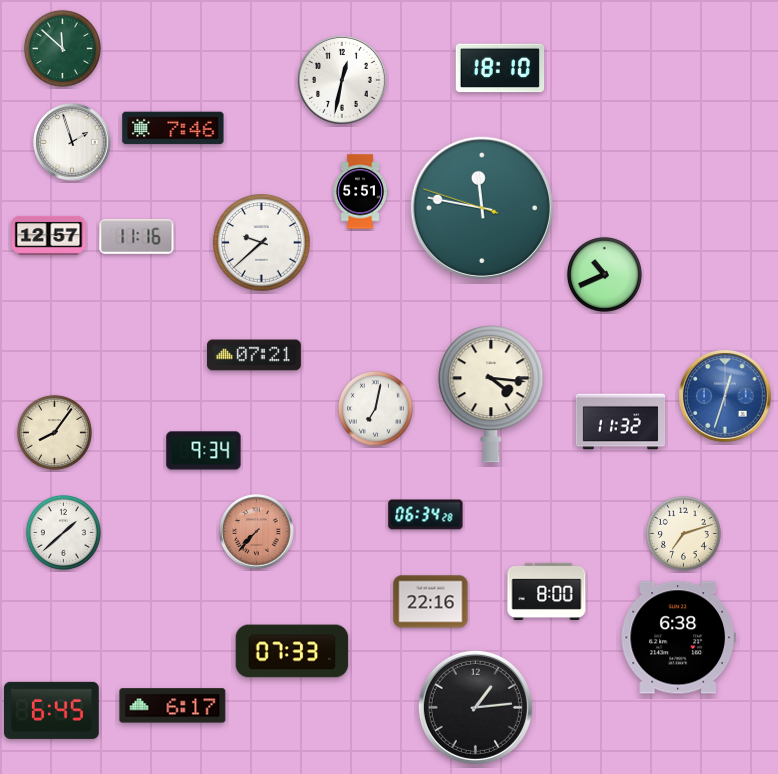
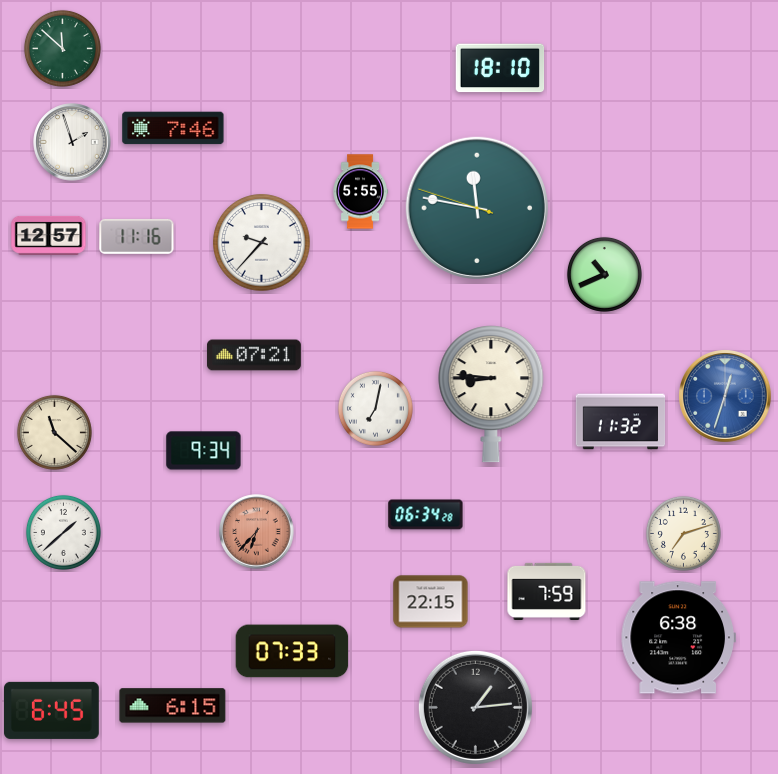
clock at (342, 80): 12:32 -> none
clock at (360, 192): 5:51 -> 5:55
clock at (482, 208) position: (482, 208) -> (477, 208)
clock at (262, 243): 9:38 -> 9:37
clock at (491, 394): 4:16 -> 8:46
clock at (54, 432): 8:06 -> 11:22
clock at (257, 532): 7:37 -> 6:37
clock at (547, 591): 8:00 -> 7:59
clock at (431, 602): 22:16 -> 22:15
clock at (173, 706): 6:17 -> 6:15
